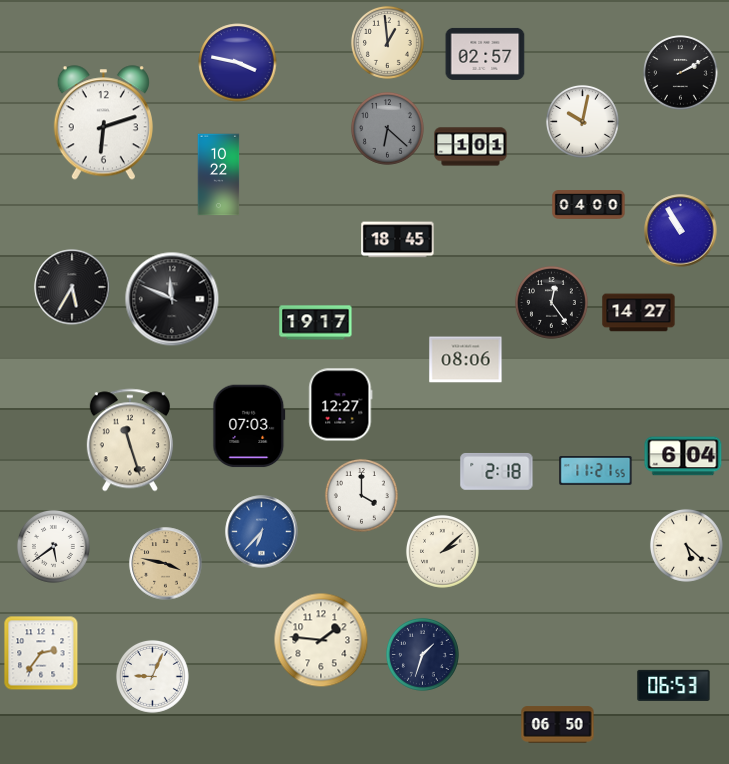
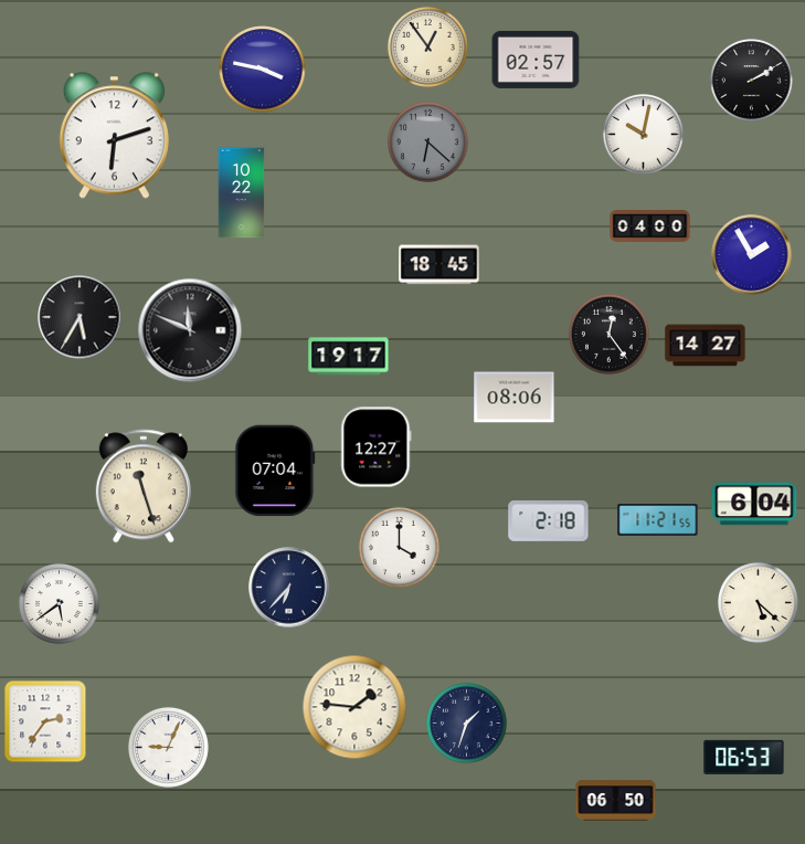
clock at (388, 43): 12:59 -> 12:54
clock at (471, 147): 1:01 -> none
clock at (681, 231): 10:55 -> 1:55
clock at (249, 426): 07:03 -> 07:04
clock at (262, 532) dial: blue -> navy
clock at (443, 552): 2:08 -> none
clock at (166, 564): 3:47 -> none
